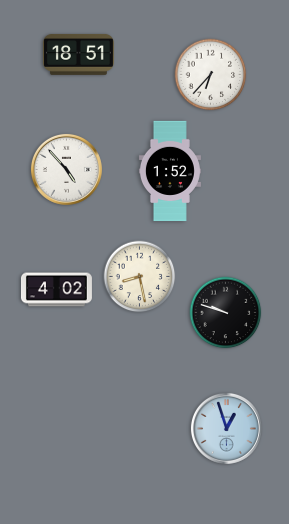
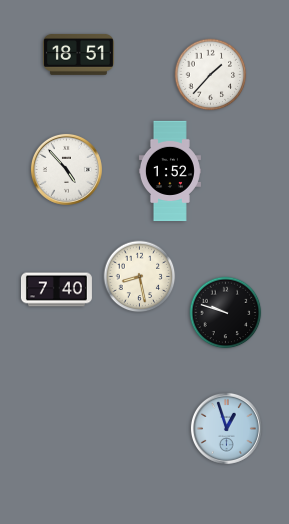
clock at (211, 75): 6:37 -> 1:37
clock at (56, 290): 4:02 -> 7:40
